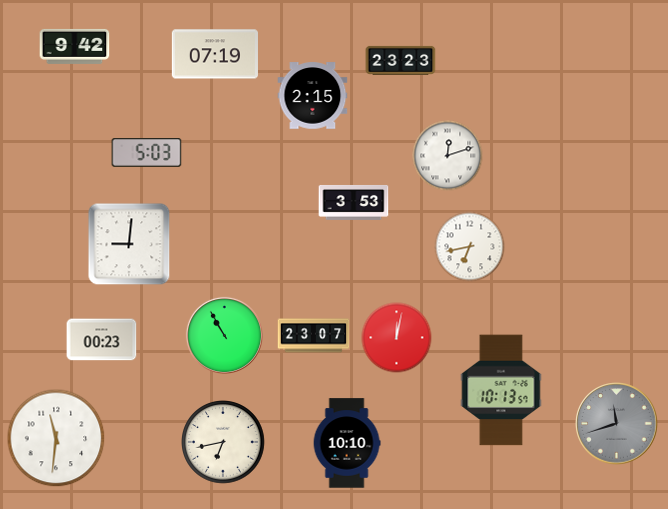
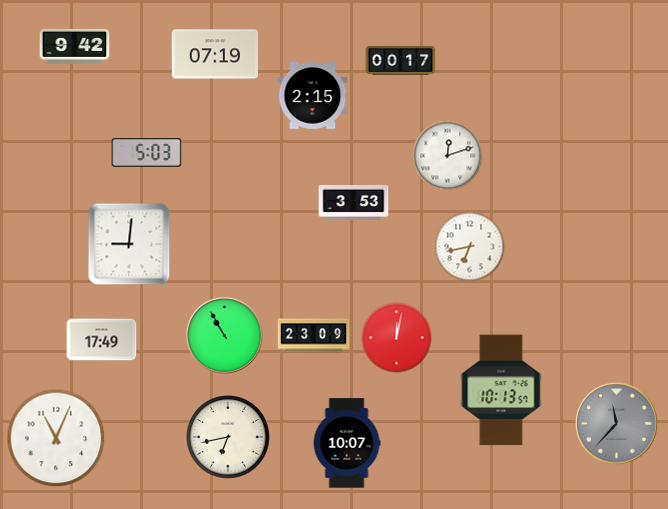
clock at (401, 60): 23:23 -> 00:17
clock at (314, 336): 23:07 -> 23:09
clock at (102, 340): 00:23 -> 17:49
clock at (617, 424): 11:42 -> 11:37
clock at (56, 438): 11:31 -> 11:04
clock at (223, 442) position: (223, 442) -> (228, 437)
clock at (347, 443): 10:10 -> 10:07
